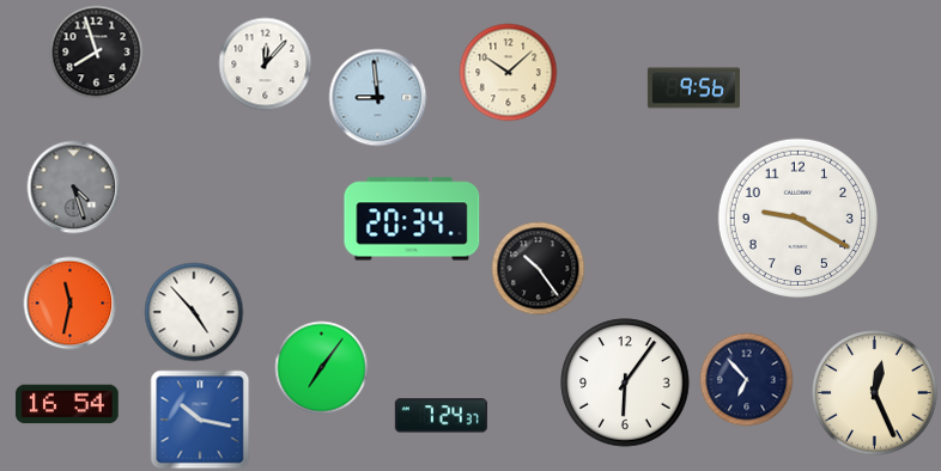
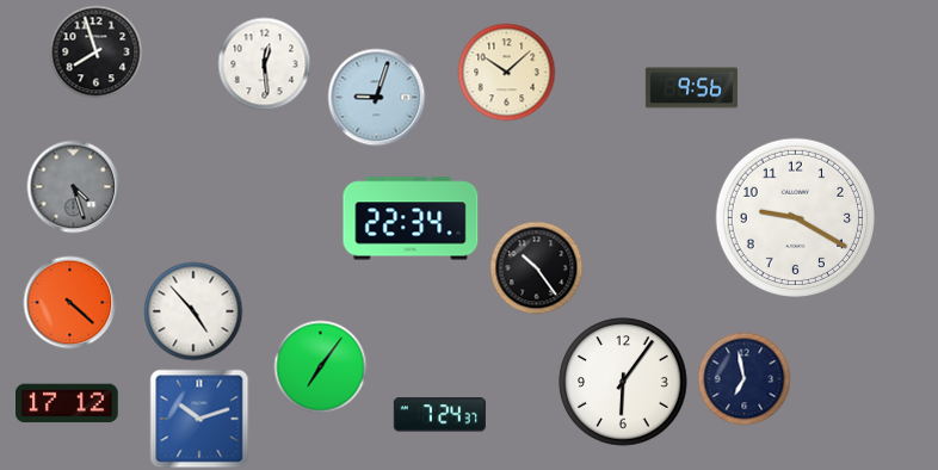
clock at (265, 63): 12:07 -> 12:29
clock at (377, 97): 8:59 -> 9:03
clock at (412, 219): 20:34 -> 22:34
clock at (69, 302): 11:32 -> 4:22
clock at (746, 379): 6:53 -> 6:58
clock at (875, 393): 12:26 -> none
clock at (68, 404): 16:54 -> 17:12
clock at (200, 420): 10:17 -> 10:12
